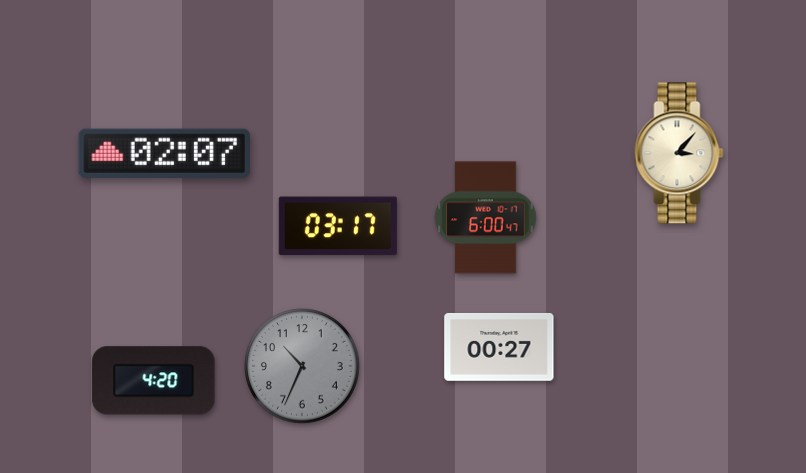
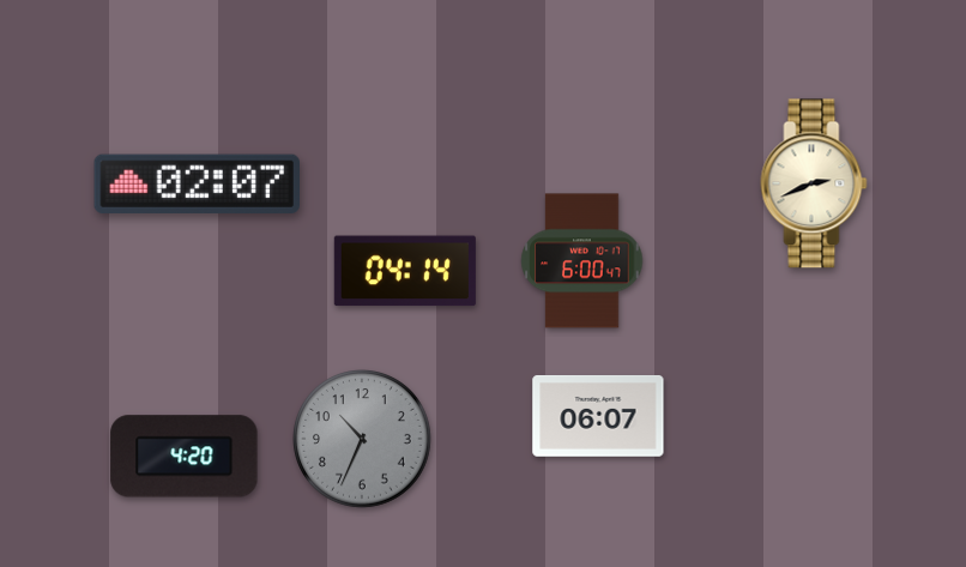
clock at (679, 153): 3:07 -> 2:41
clock at (338, 226): 03:17 -> 04:14
clock at (499, 347): 00:27 -> 06:07
